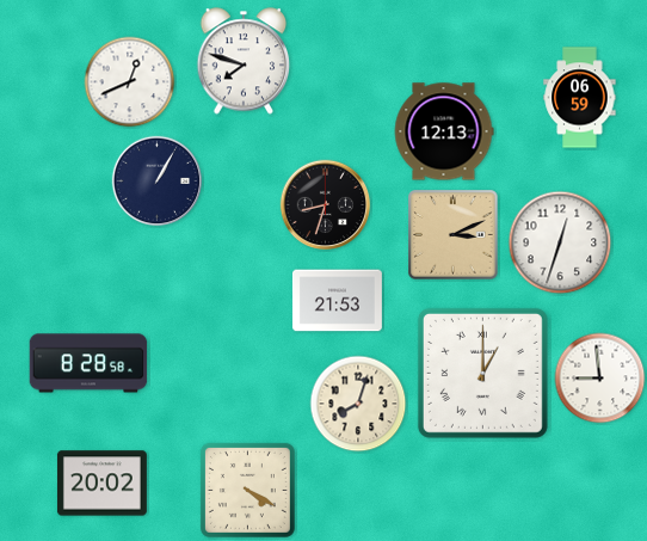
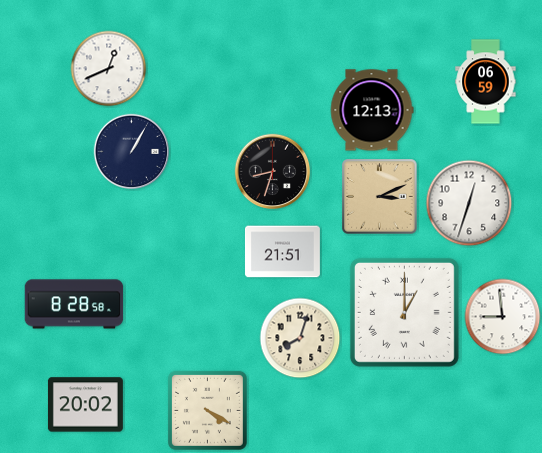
clock at (244, 61): 7:48 -> none
clock at (337, 301): 21:53 -> 21:51
